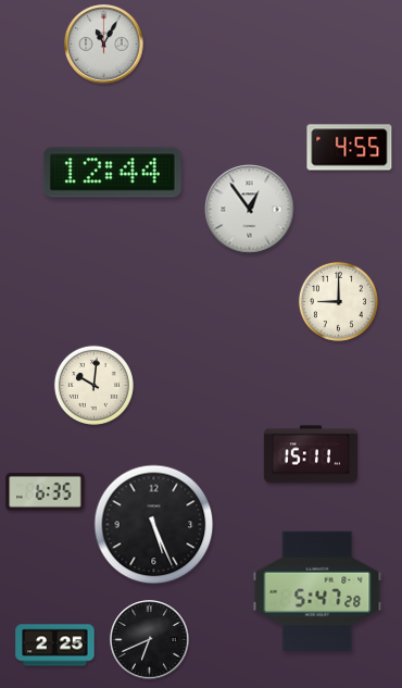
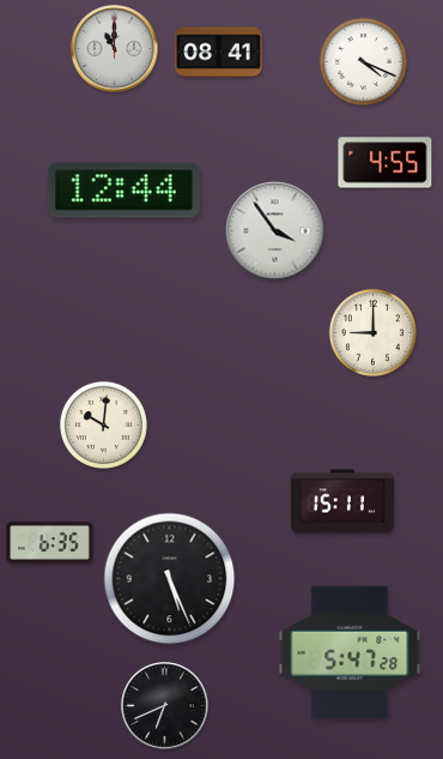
clock at (104, 45): 11:05 -> 11:00
clock at (219, 53): none -> 08:41
clock at (363, 61): none -> 4:19
clock at (250, 210): 12:54 -> 3:54
clock at (55, 646): 2:25 -> none
